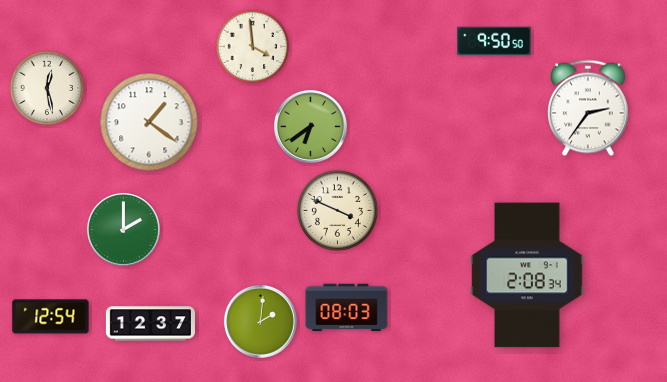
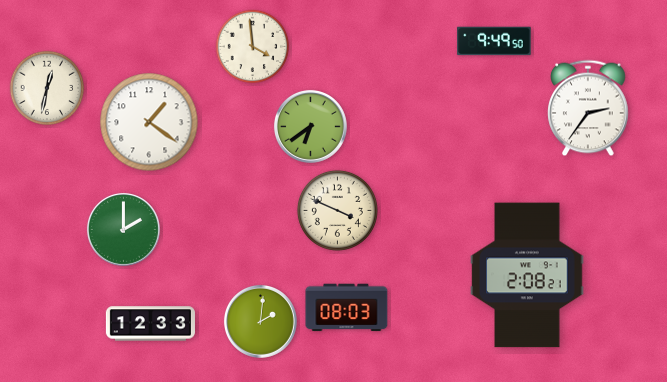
clock at (494, 41): 9:50 -> 9:49
clock at (47, 88): 12:28 -> 12:32
clock at (527, 275): 2:08:34 -> 2:08:21
clock at (51, 317): 12:54 -> none
clock at (150, 324): 12:37 -> 12:33
